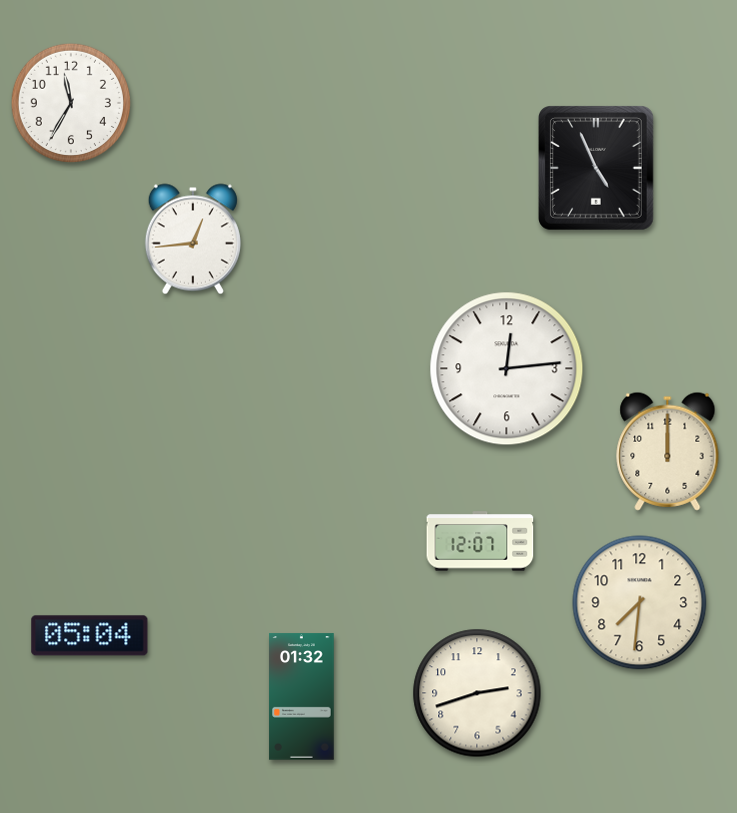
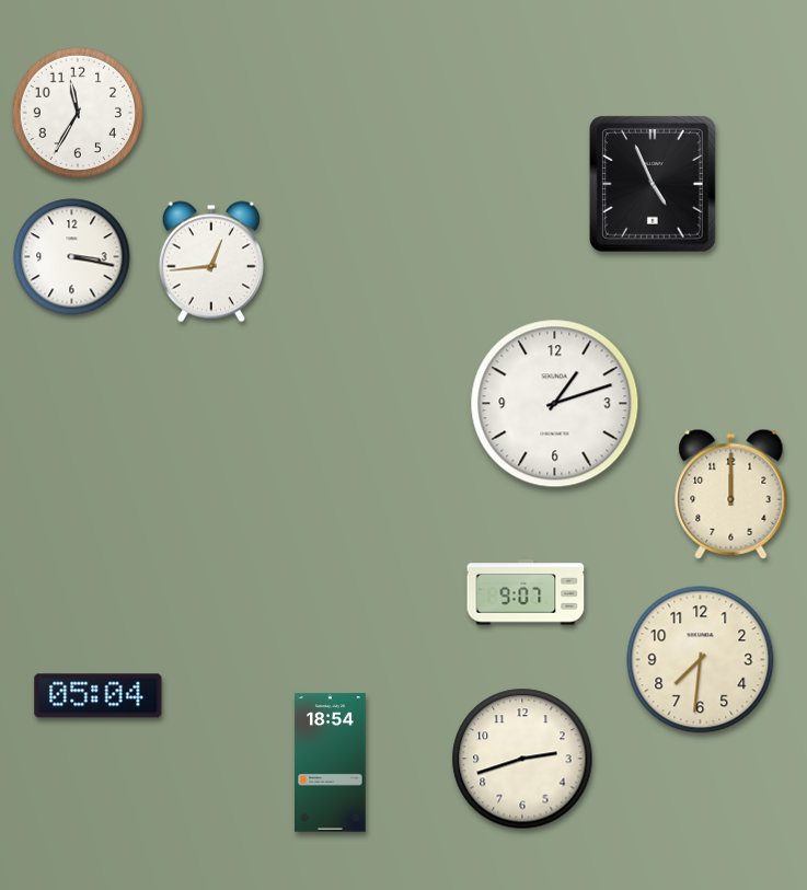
clock at (72, 257): none -> 3:17
clock at (507, 369): 12:14 -> 1:12
clock at (480, 541): 12:07 -> 9:07
clock at (302, 697): 01:32 -> 18:54
